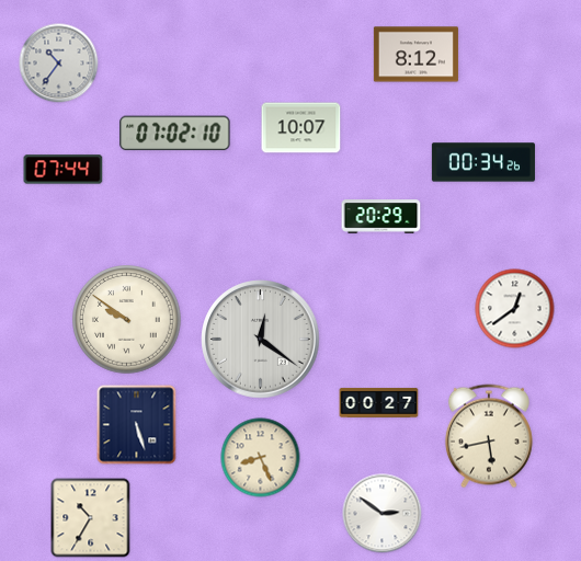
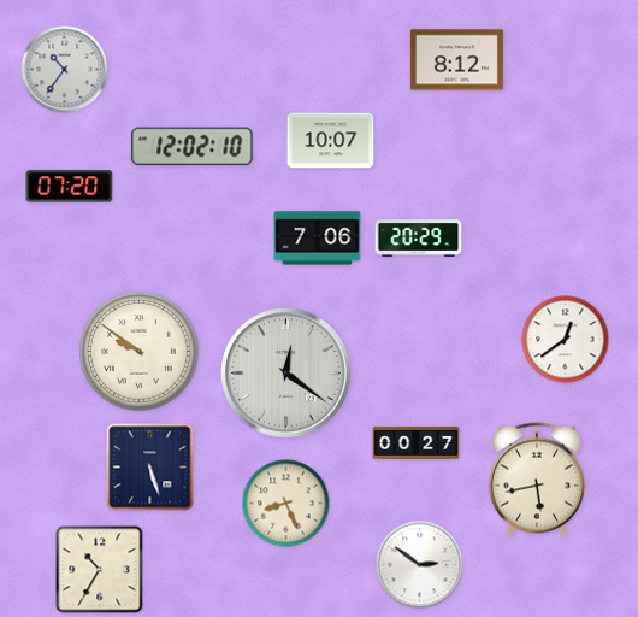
clock at (175, 134): 07:02 -> 12:02
clock at (483, 162): 00:34 -> none
clock at (64, 170): 07:44 -> 07:20
clock at (318, 239): none -> 7:06
